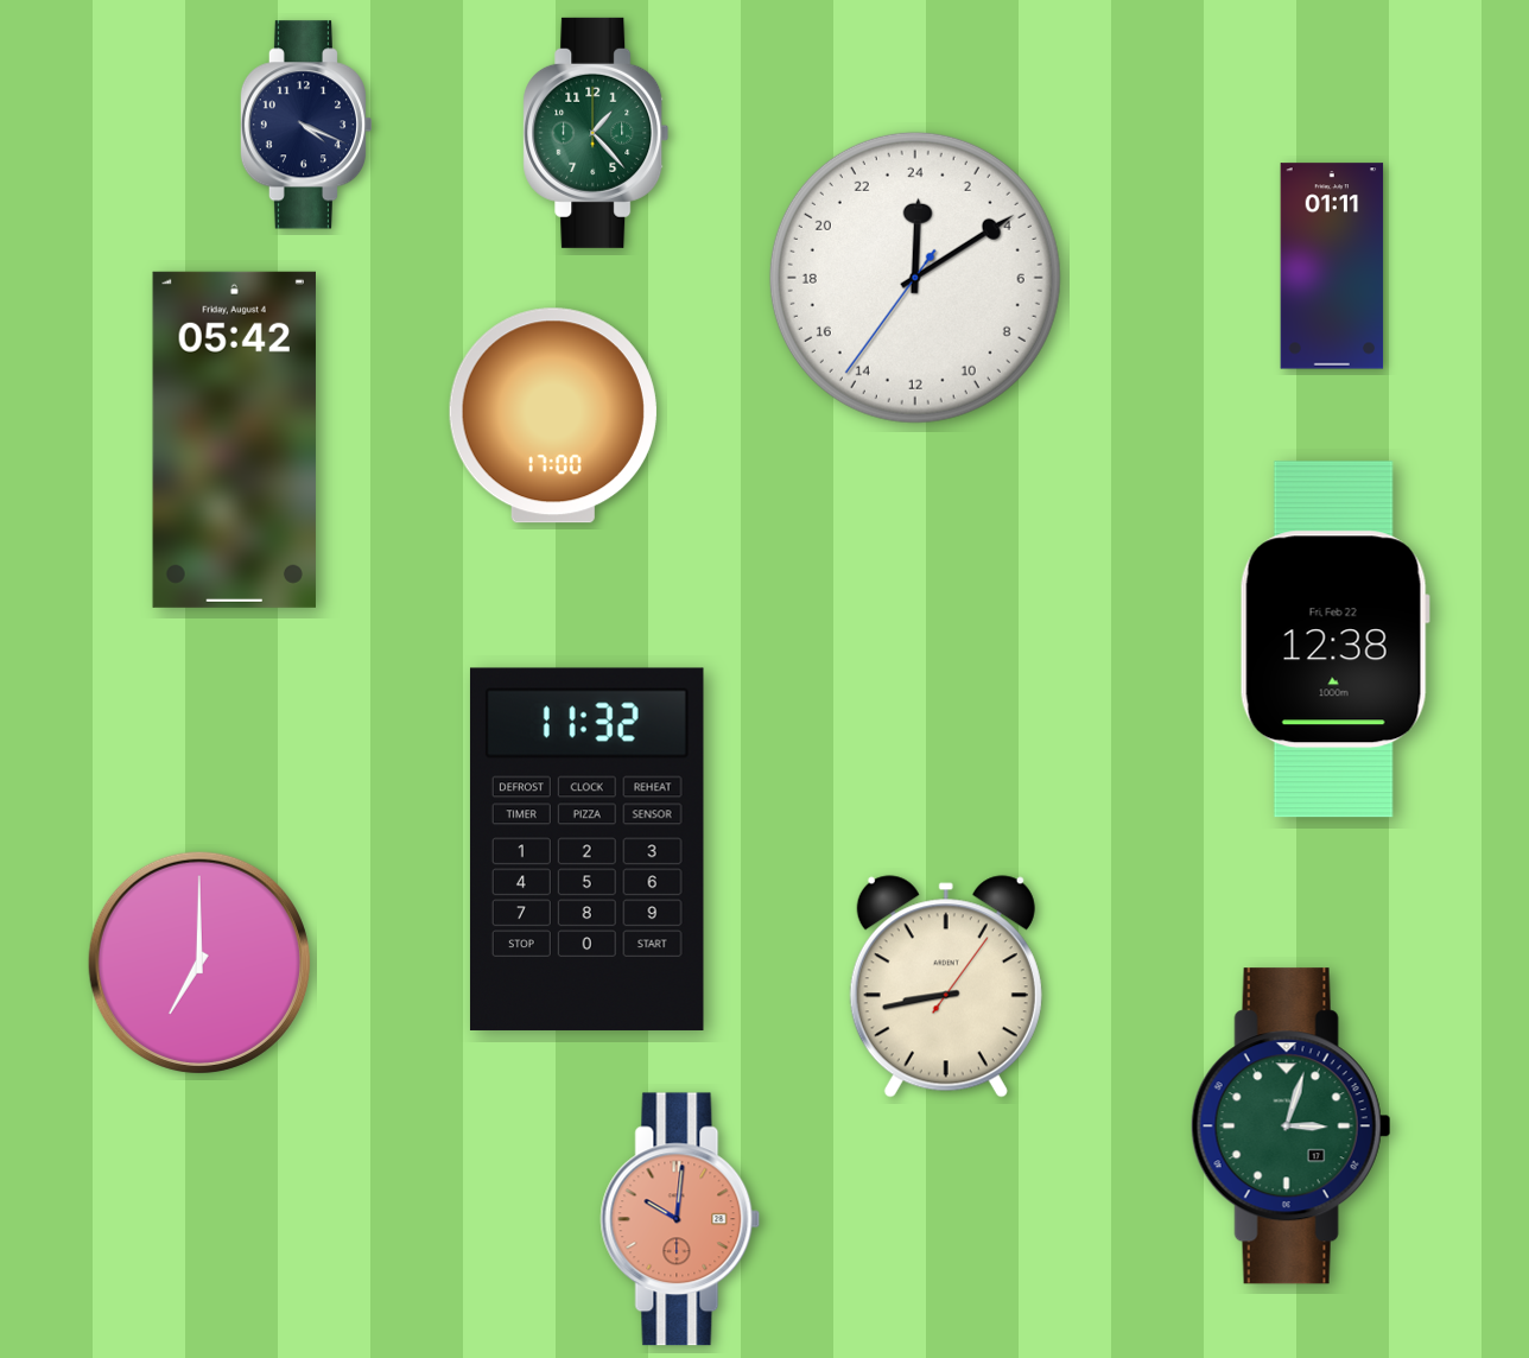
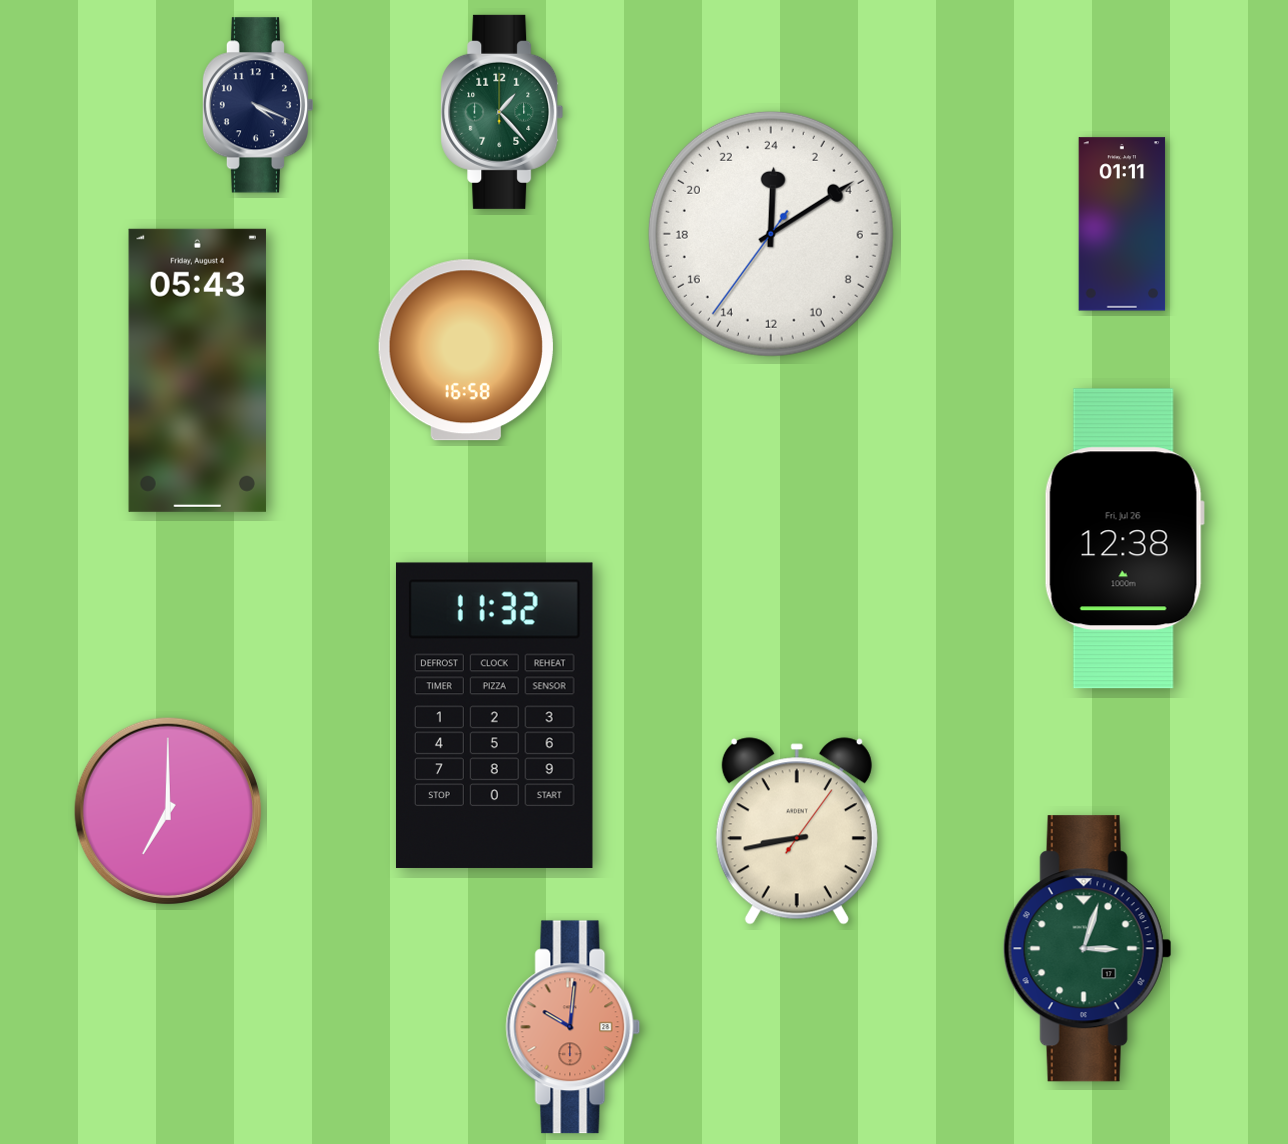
clock at (553, 415): 17:00 -> 16:58
clock at (234, 439): 05:42 -> 05:43
clock at (1334, 640) date: Fri, Feb 22 -> Fri, Jul 26
